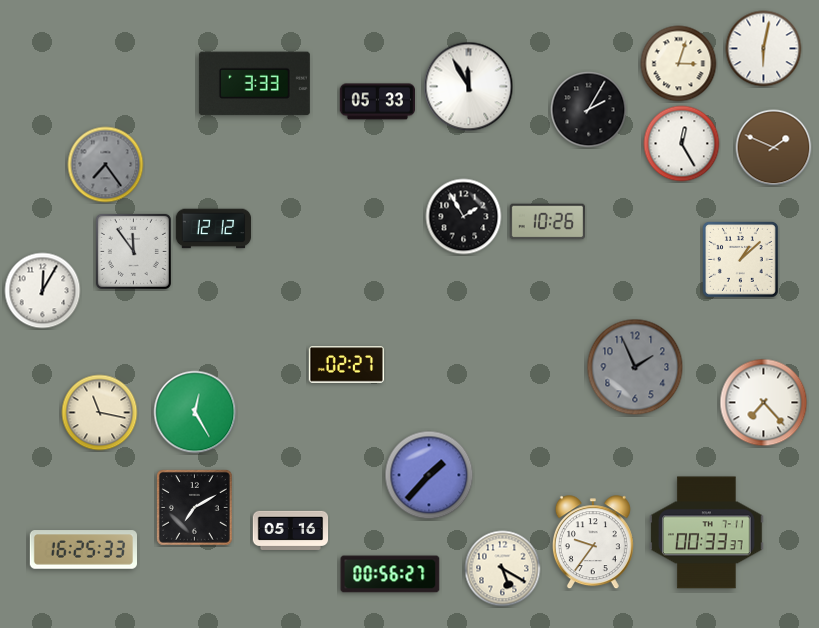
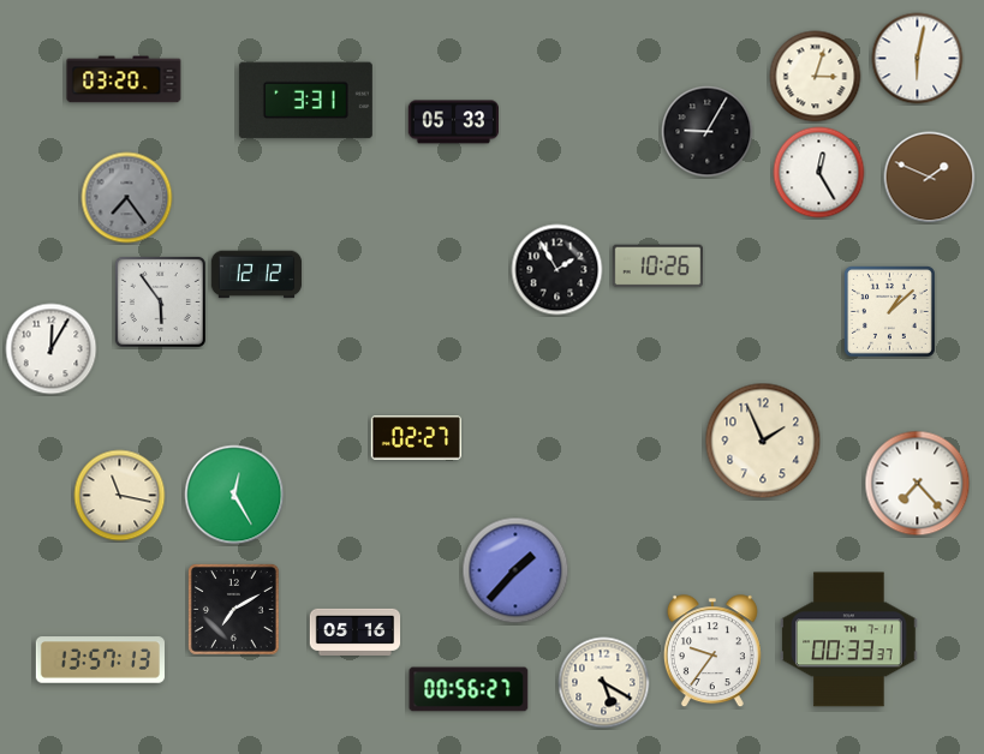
clock at (124, 79): none -> 03:20
clock at (254, 84): 3:33 -> 3:31
clock at (469, 87): 11:55 -> none
clock at (589, 110): 2:05 -> 9:05
clock at (464, 217) position: (464, 217) -> (557, 270)
clock at (133, 251): 11:54 -> 5:54
clock at (635, 367) dial: grey -> cream
clock at (291, 530) position: (291, 530) -> (356, 632)
clock at (83, 550): 16:25 -> 13:57
